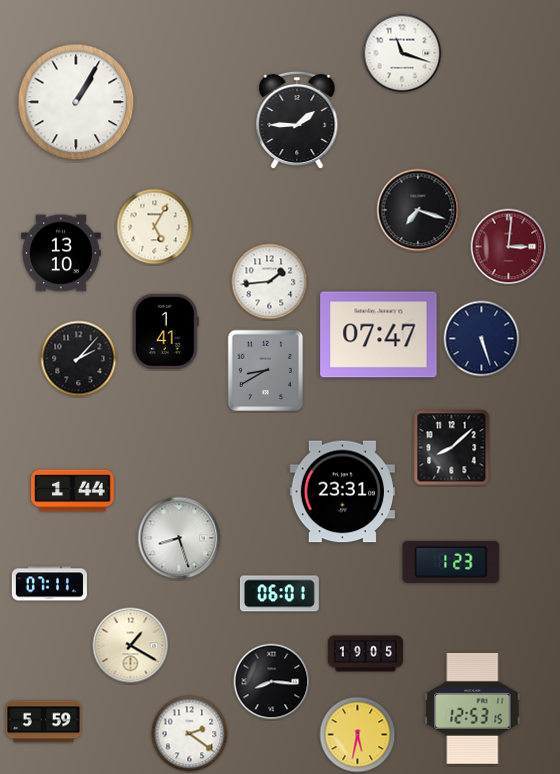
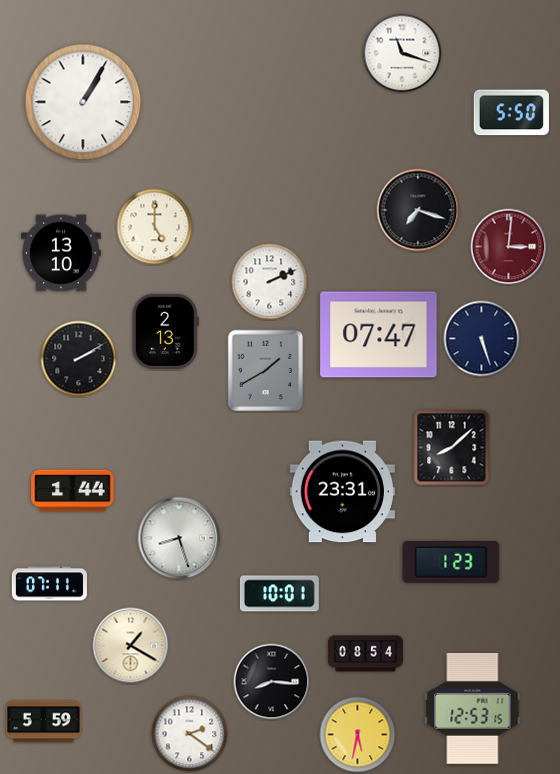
clock at (76, 102) position: (76, 102) -> (83, 102)
clock at (511, 113): none -> 5:50
clock at (297, 120): 1:45 -> none
clock at (155, 227): 5:05 -> 5:00
clock at (270, 282): 1:44 -> 2:11
clock at (165, 331): 1:41 -> 2:13
clock at (79, 359): 2:07 -> 2:10
clock at (266, 371): 8:40 -> 1:40
clock at (279, 594): 06:01 -> 10:01
clock at (365, 654): 19:05 -> 08:54
